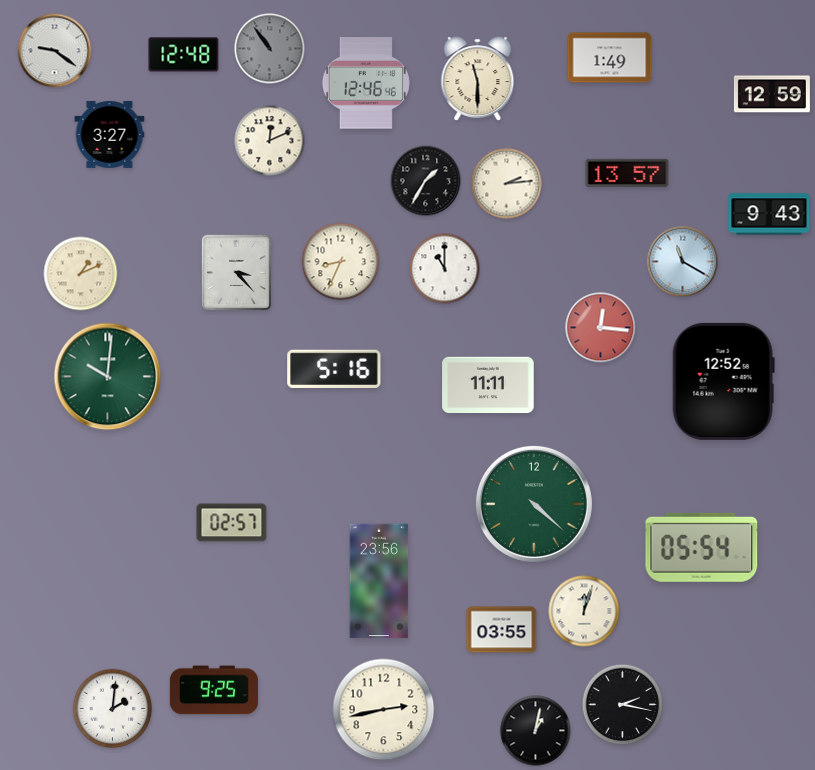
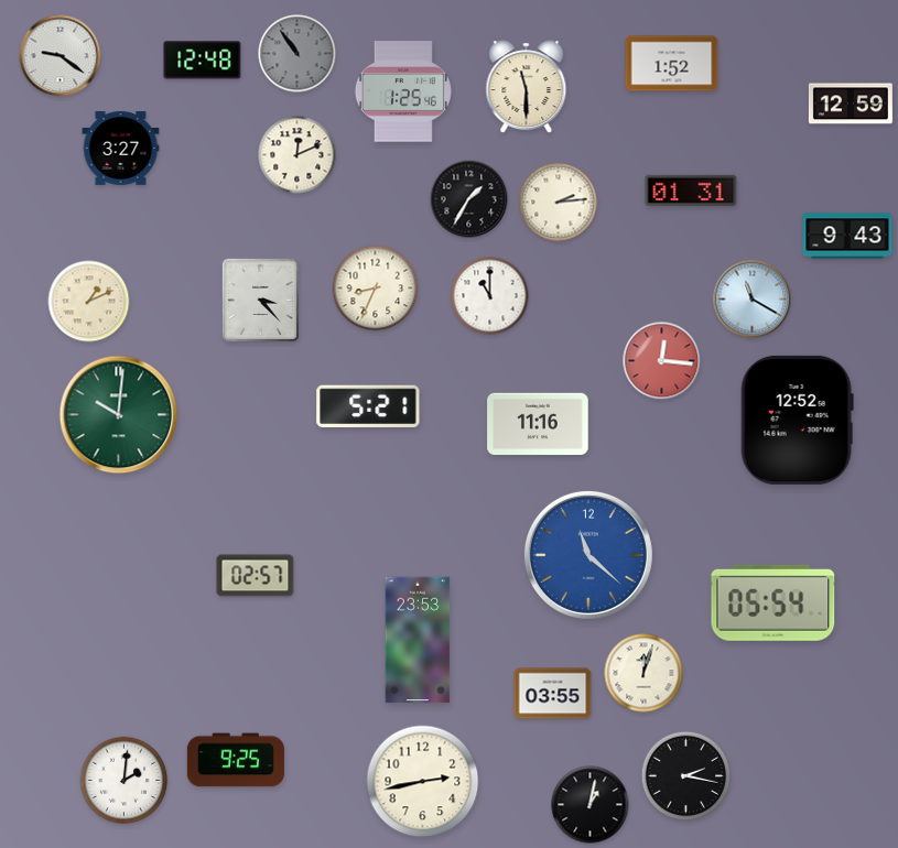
clock at (610, 58): 1:49 -> 1:52
clock at (366, 83): 12:46 -> 1:25
clock at (627, 173): 13:57 -> 01:31
clock at (683, 262) position: (683, 262) -> (753, 300)
clock at (334, 368): 5:16 -> 5:21
clock at (488, 385): 11:11 -> 11:16
clock at (534, 504): 4:22 -> 11:22
clock at (534, 504) dial: green -> blue
clock at (379, 581): 23:56 -> 23:53
